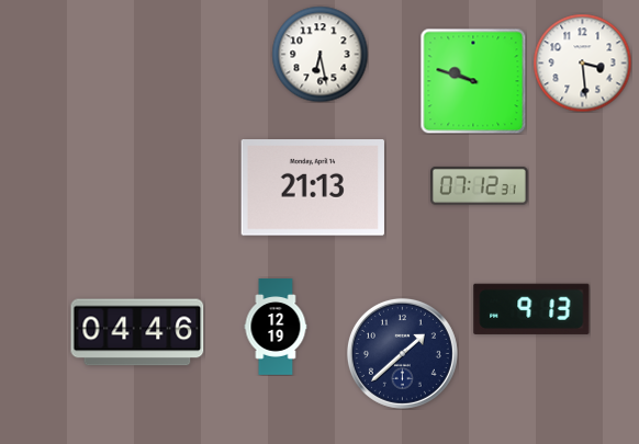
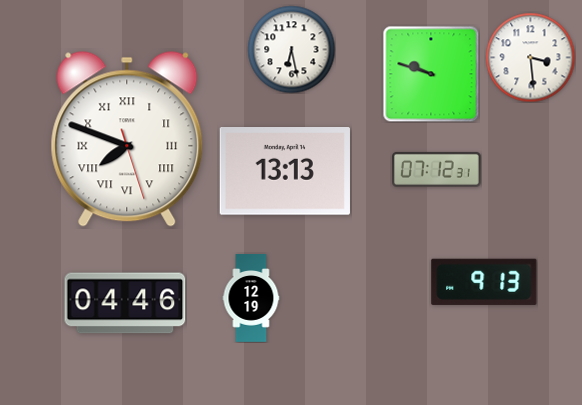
clock at (127, 139): none -> 7:48
clock at (313, 189): 21:13 -> 13:13
clock at (402, 353): 1:38 -> none
